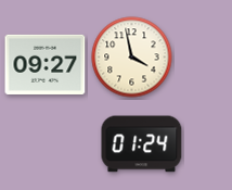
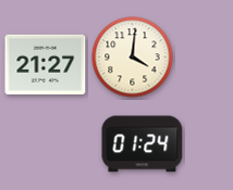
clock at (132, 58): 3:58 -> 4:01
clock at (46, 64): 09:27 -> 21:27
